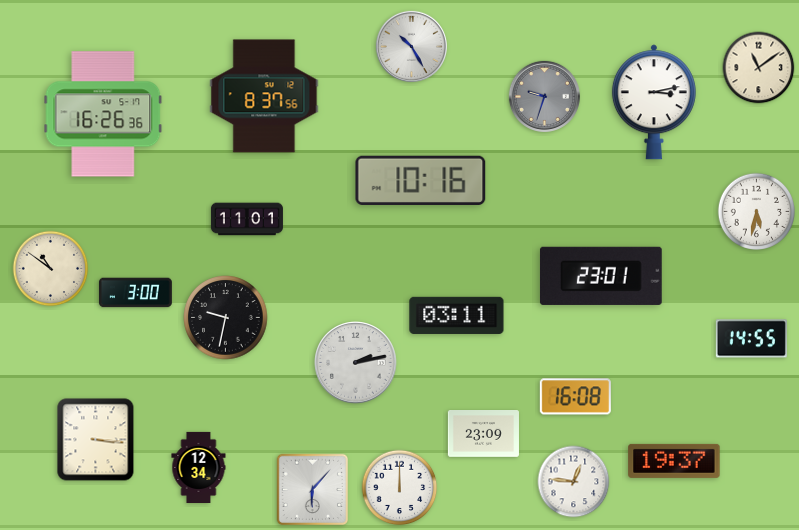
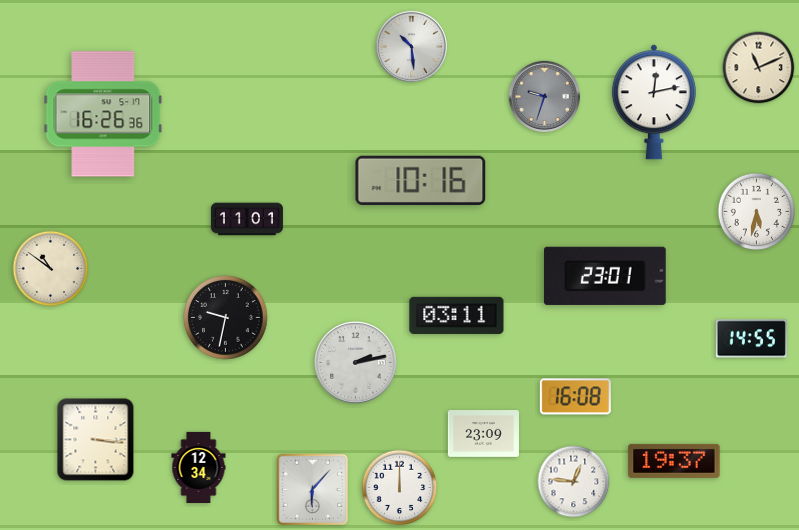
clock at (411, 46): 10:25 -> 10:29
clock at (759, 68): 11:09 -> 11:11
clock at (264, 96): 8:37 -> none
clock at (654, 102): 3:13 -> 12:13
clock at (601, 276) position: (601, 276) -> (605, 276)
clock at (135, 293): 3:00 -> none
